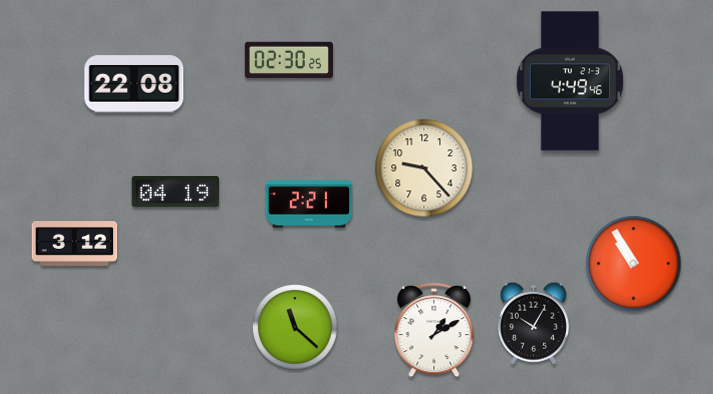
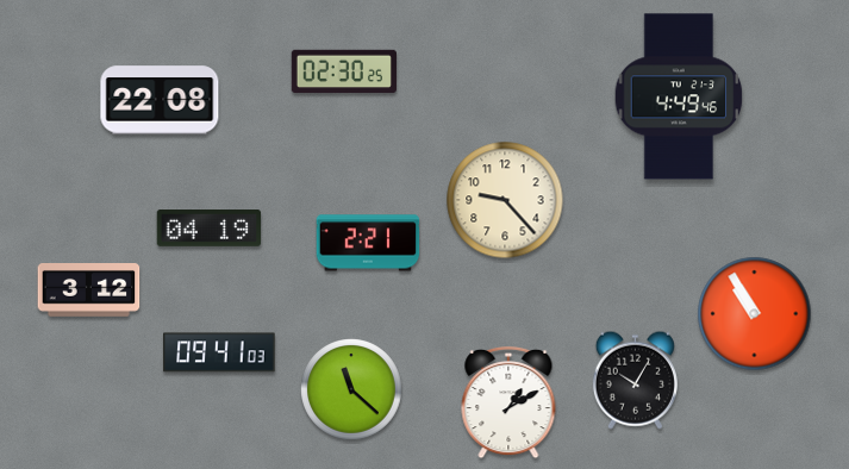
clock at (219, 352): none -> 09:41
clock at (533, 323) position: (533, 323) -> (635, 380)
clock at (434, 330) position: (434, 330) -> (508, 402)
